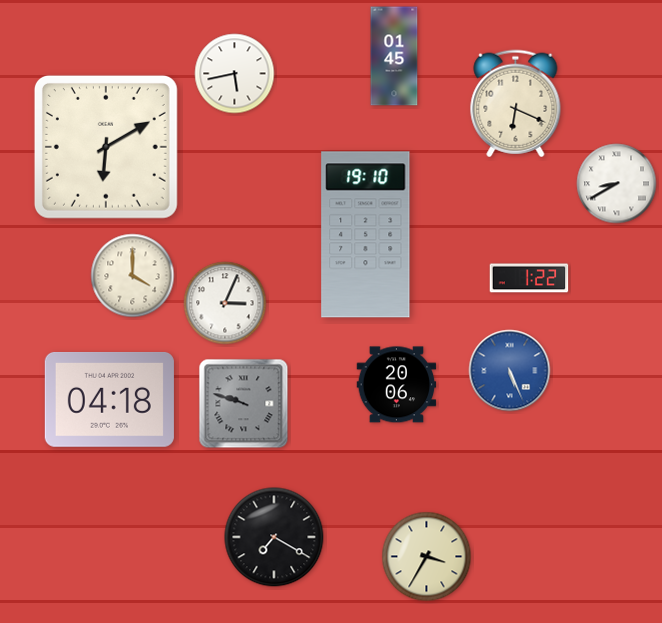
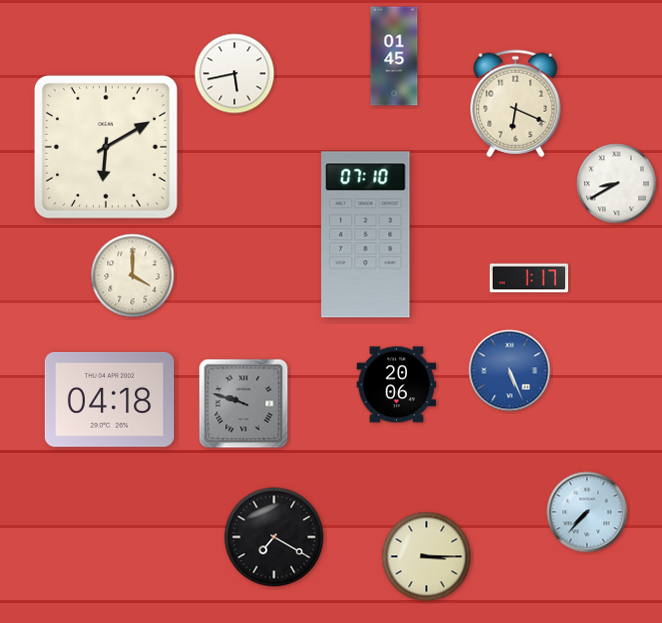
clock at (366, 235): 19:10 -> 07:10
clock at (529, 278): 1:22 -> 1:17
clock at (225, 303): 3:04 -> none
clock at (587, 512): none -> 7:37
clock at (427, 557): 3:35 -> 3:15
